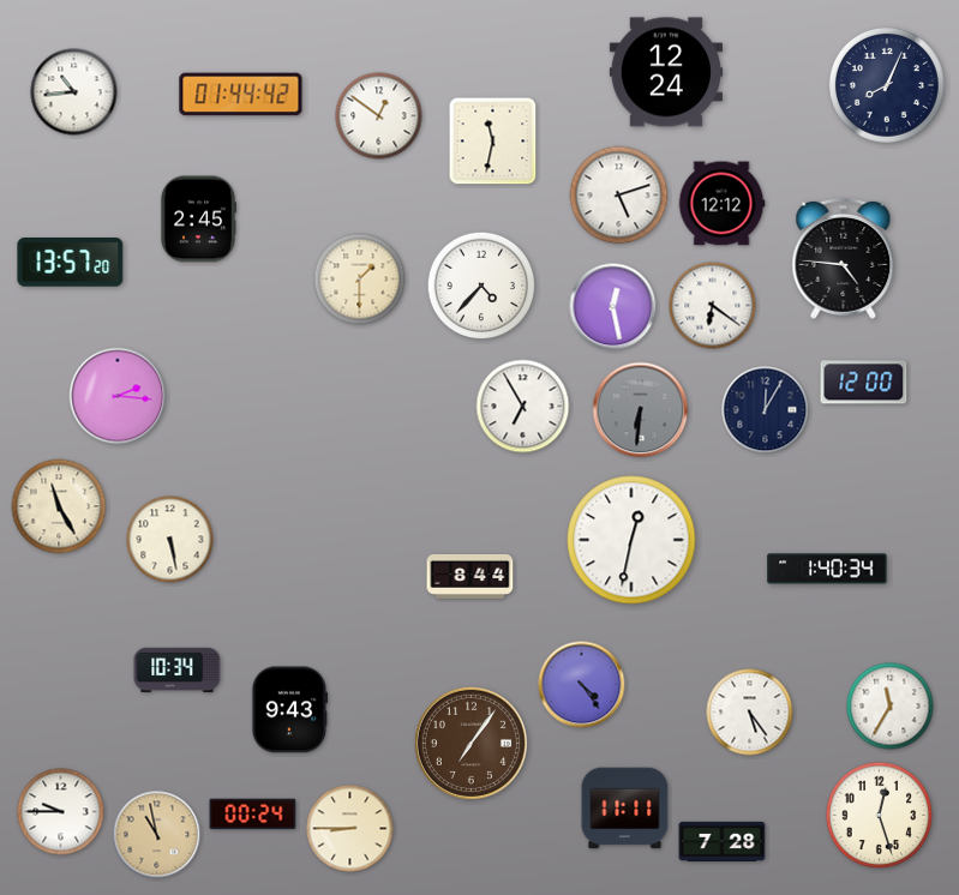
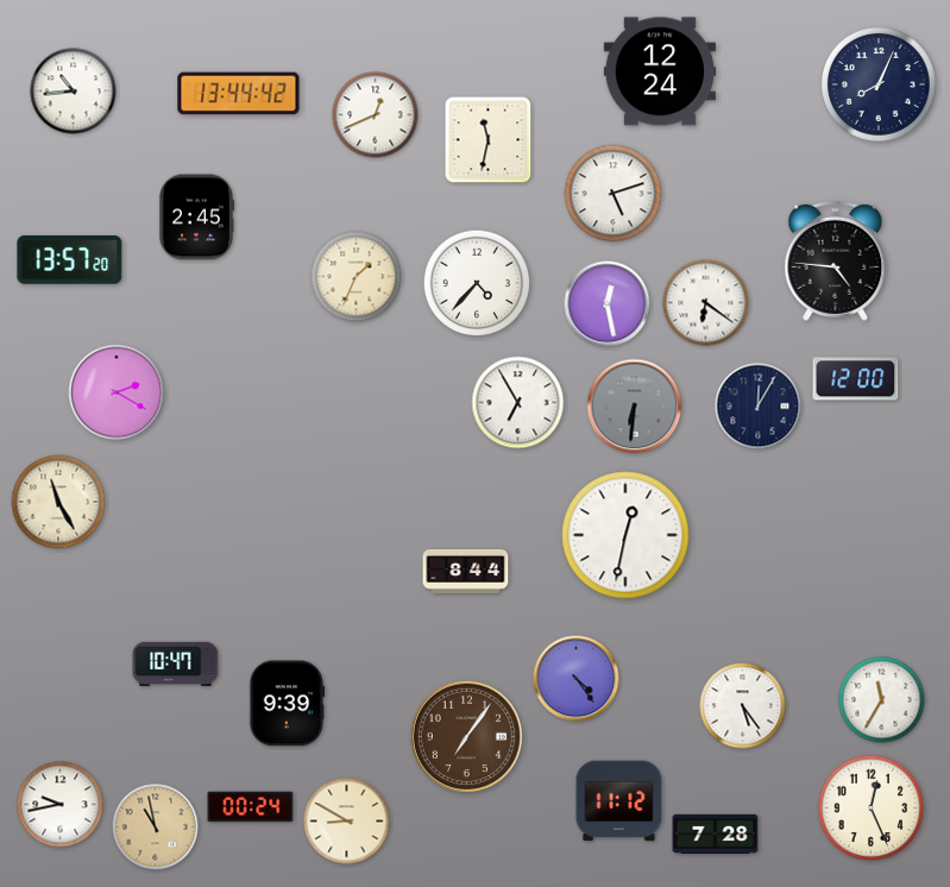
clock at (241, 95): 01:44 -> 13:44
clock at (379, 116): 12:51 -> 12:41
clock at (721, 204): 12:12 -> none
clock at (844, 258) position: (844, 258) -> (836, 260)
clock at (360, 280): 1:30 -> 1:34
clock at (118, 396): 2:16 -> 2:20
clock at (170, 540): 5:28 -> none
clock at (827, 569): 1:40 -> none
clock at (178, 671): 10:34 -> 10:47
clock at (290, 710): 9:43 -> 9:39
clock at (625, 809): 11:11 -> 11:12
clock at (61, 812): 9:45 -> 9:43
clock at (880, 816): 12:27 -> 12:26
clock at (350, 829): 8:45 -> 8:50
